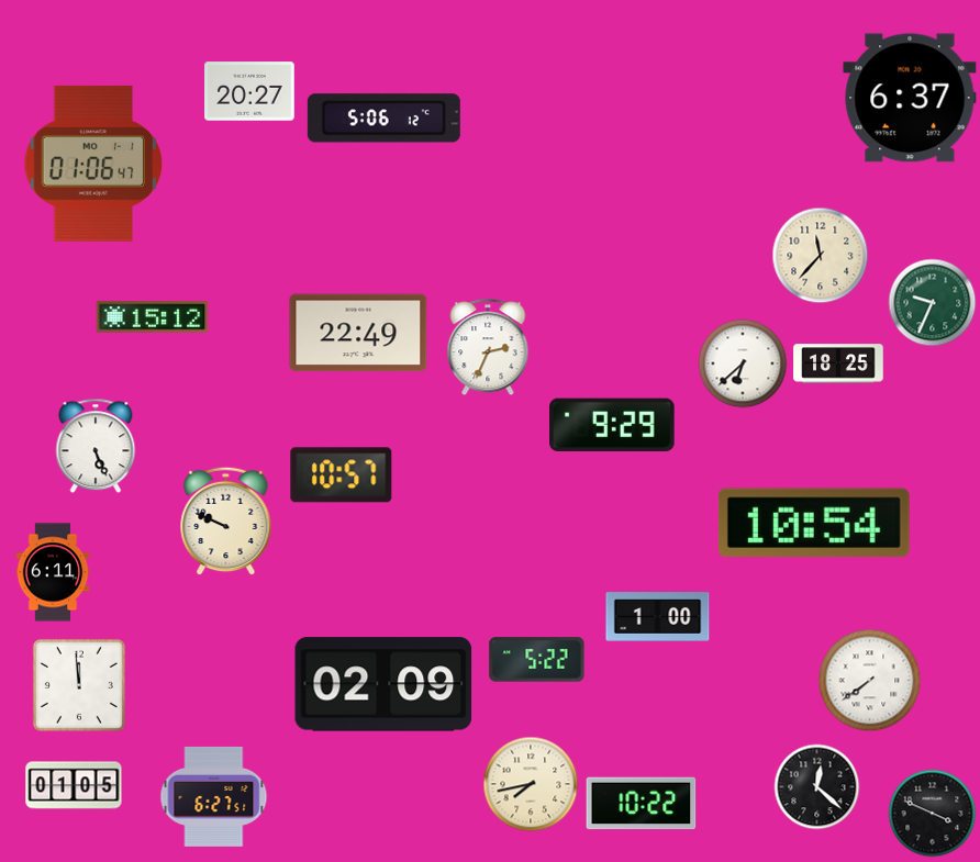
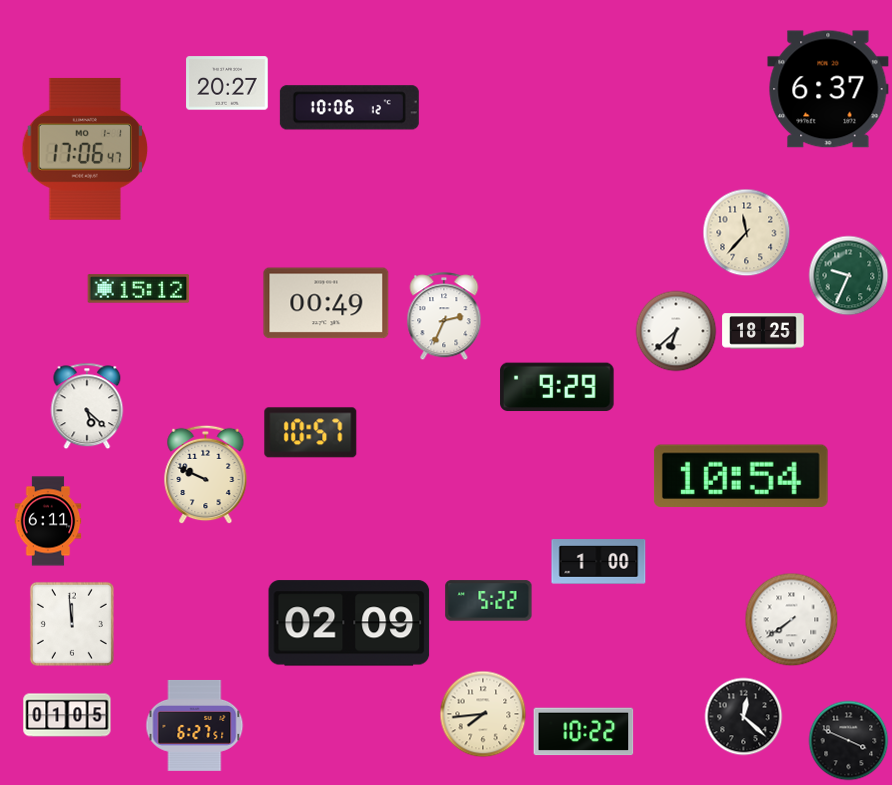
clock at (383, 119): 5:06 -> 10:06
clock at (93, 164): 01:06 -> 17:06
clock at (358, 333): 22:49 -> 00:49
clock at (96, 446): 5:26 -> 5:22
clock at (531, 784): 7:43 -> 7:44
